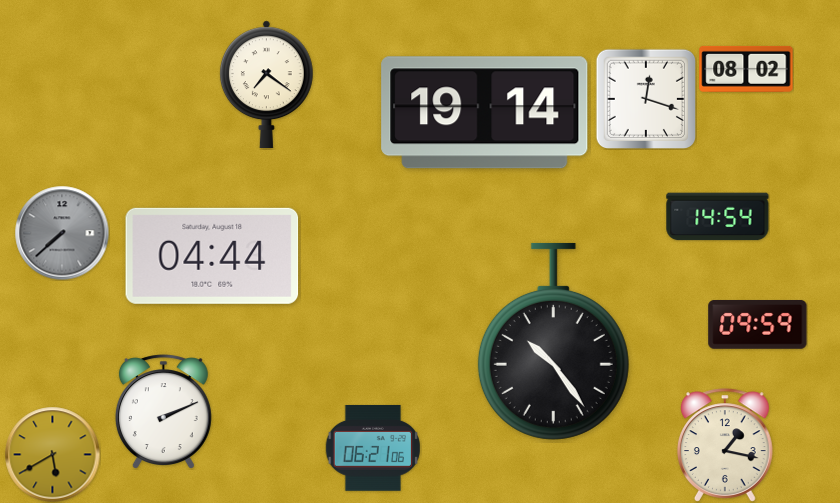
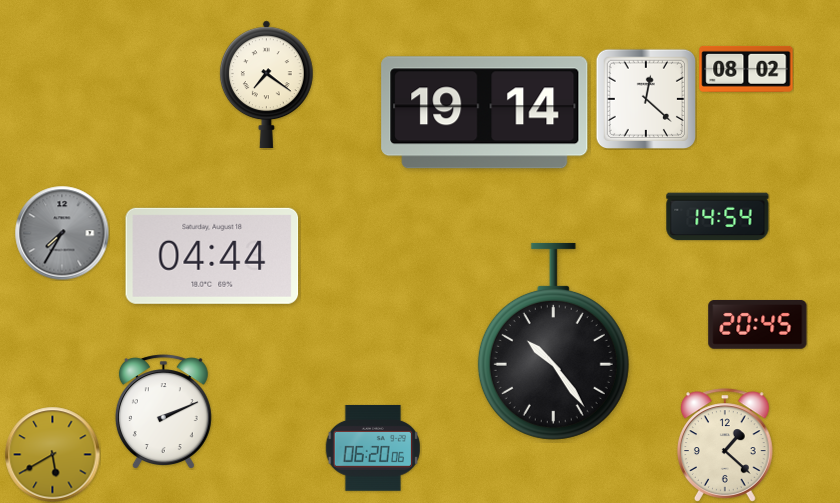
clock at (645, 98): 12:18 -> 12:22
clock at (62, 233): 7:38 -> 7:35
clock at (758, 325): 09:59 -> 20:45
clock at (725, 445): 1:17 -> 1:22
clock at (372, 448): 06:21 -> 06:20
